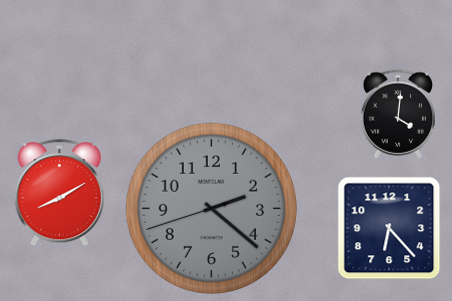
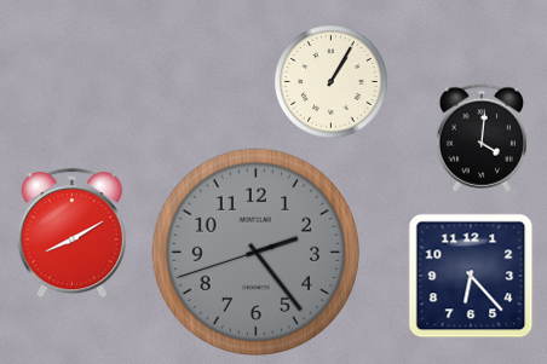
clock at (332, 82): none -> 1:05
clock at (211, 208): 2:21 -> 2:23
